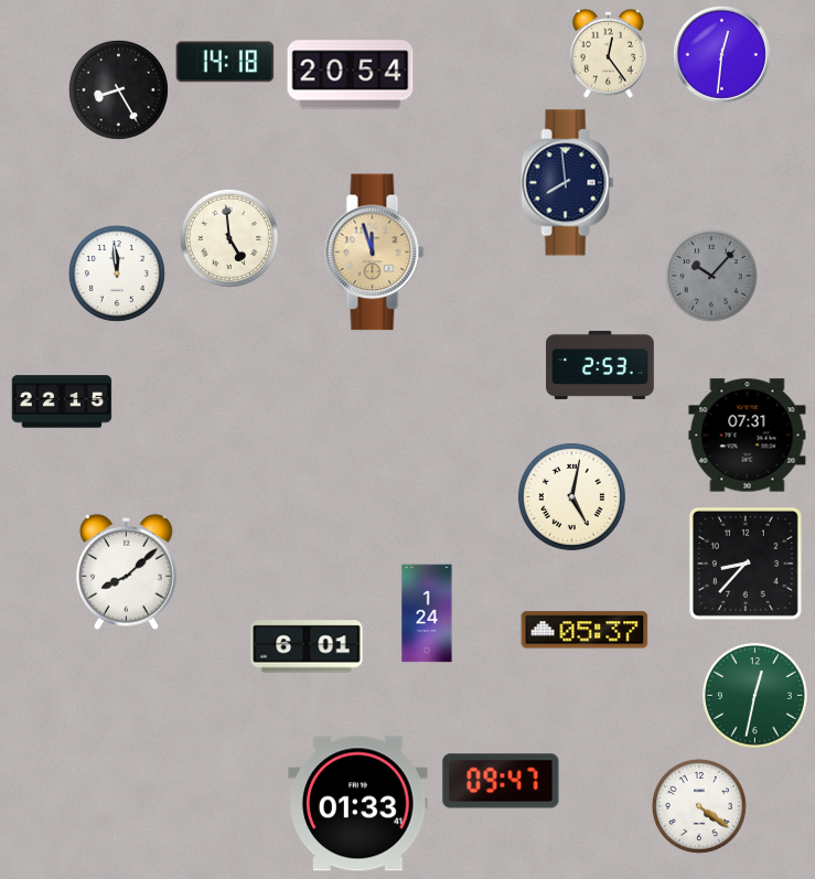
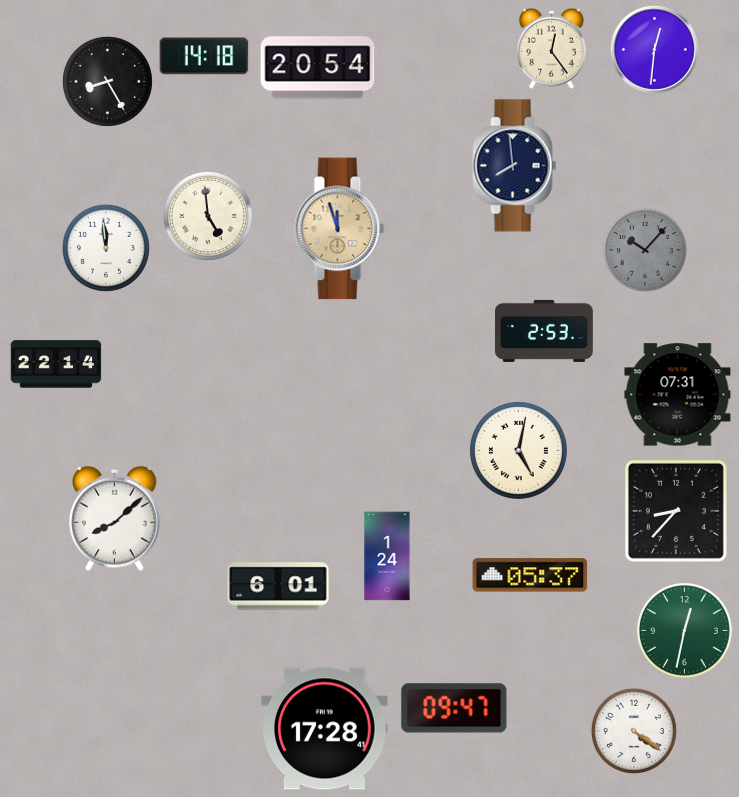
clock at (62, 401): 22:15 -> 22:14
clock at (585, 630) position: (585, 630) -> (530, 575)
clock at (358, 804): 01:33 -> 17:28
